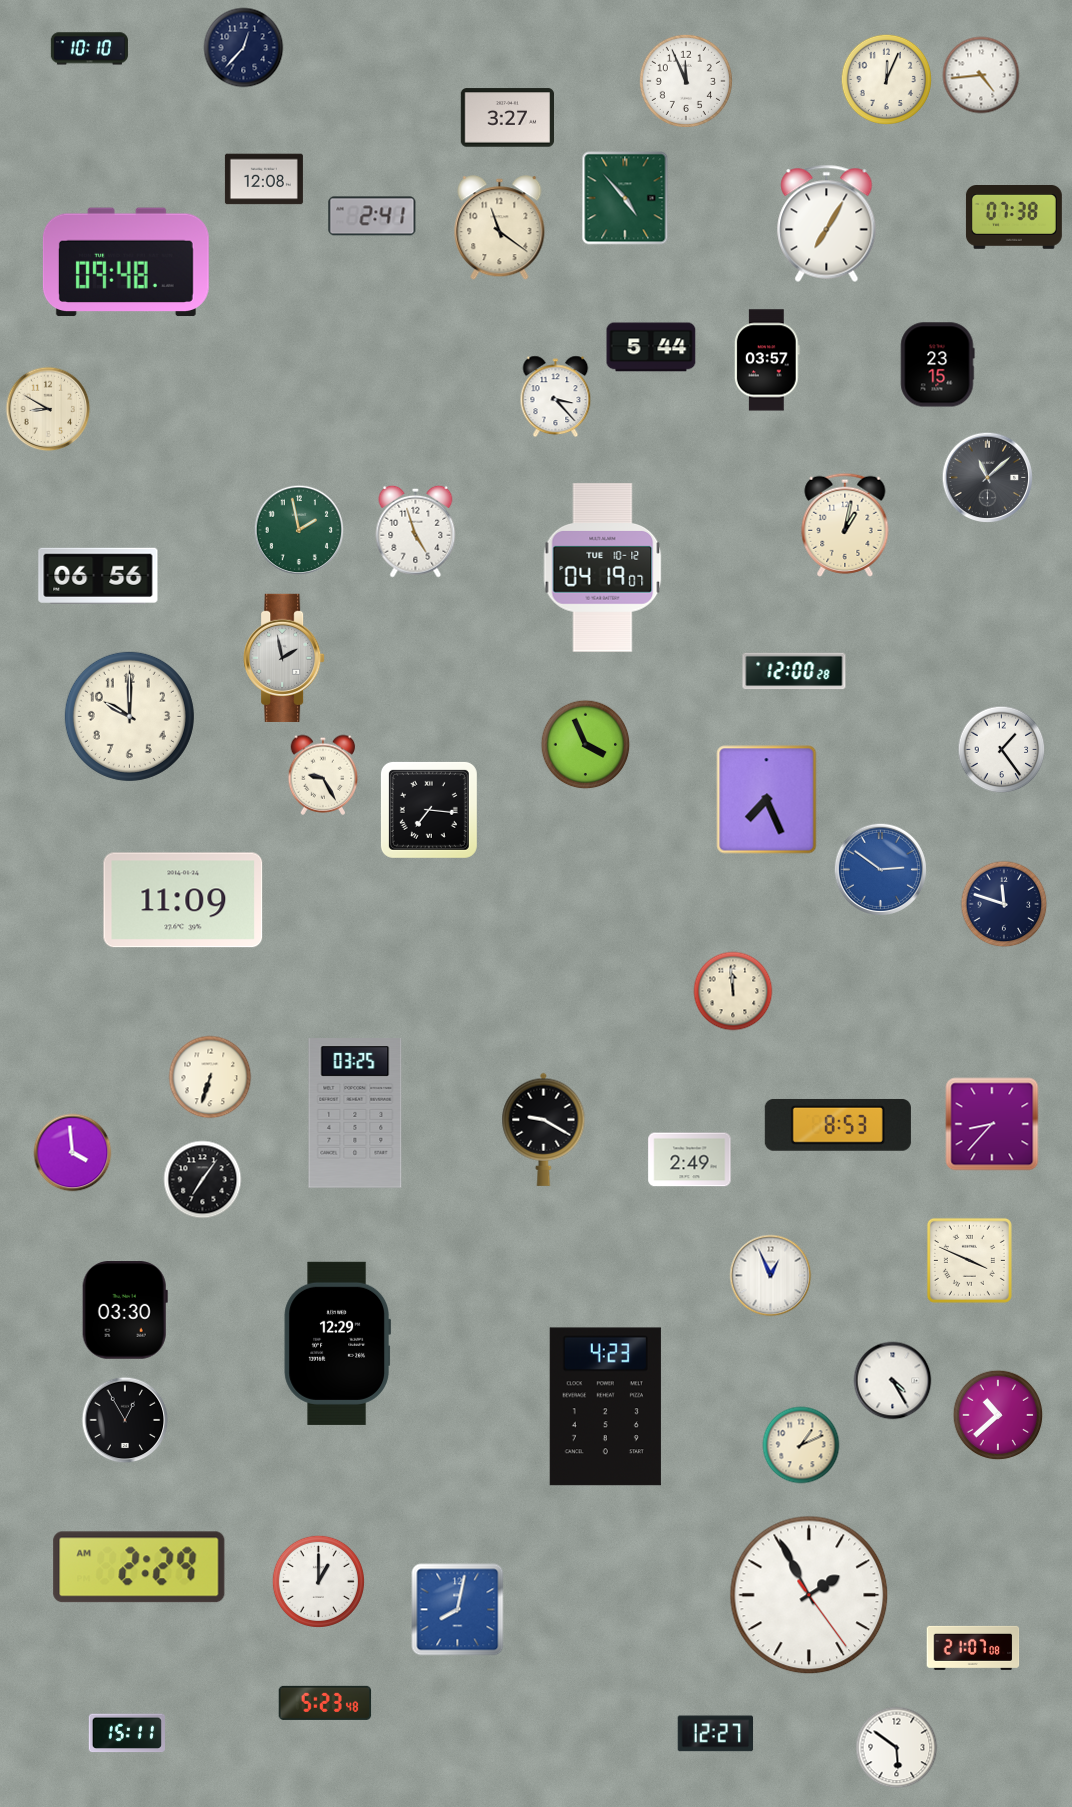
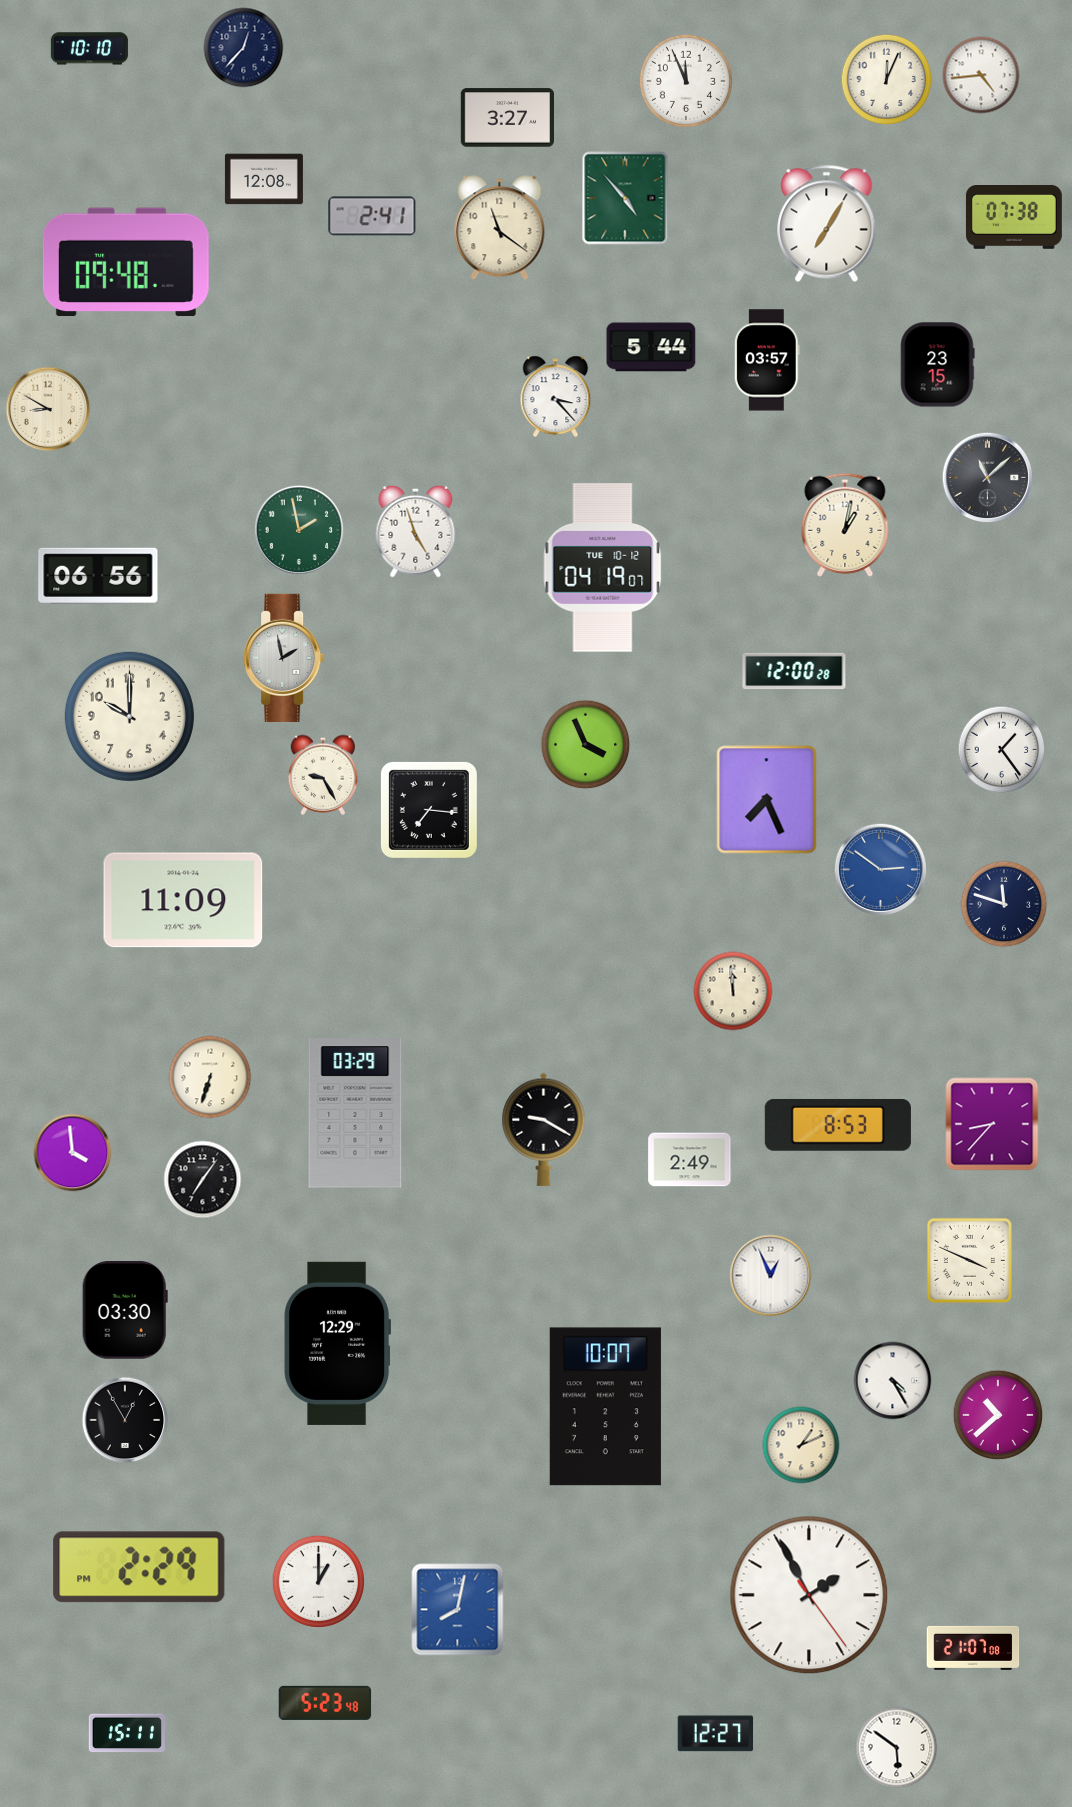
clock at (355, 1114): 03:25 -> 03:29
clock at (605, 1407): 4:23 -> 10:07
clock at (139, 1567): 2:29 AM -> 2:29 PM
